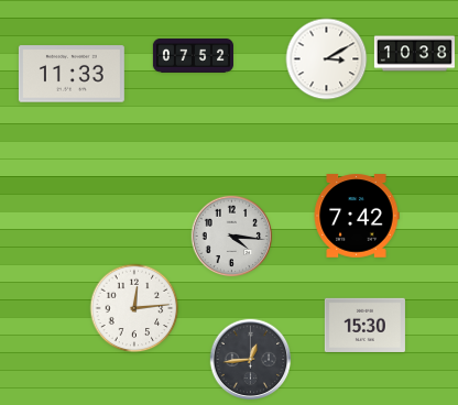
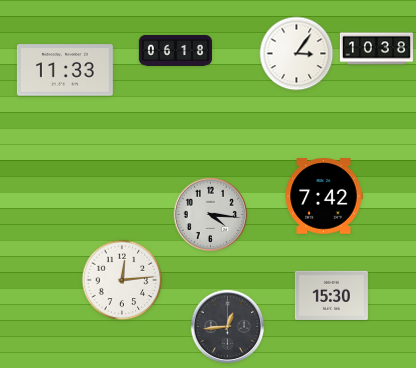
clock at (193, 55): 07:52 -> 06:18
clock at (327, 59): 3:10 -> 3:06
clock at (72, 74) position: (72, 74) -> (65, 70)
